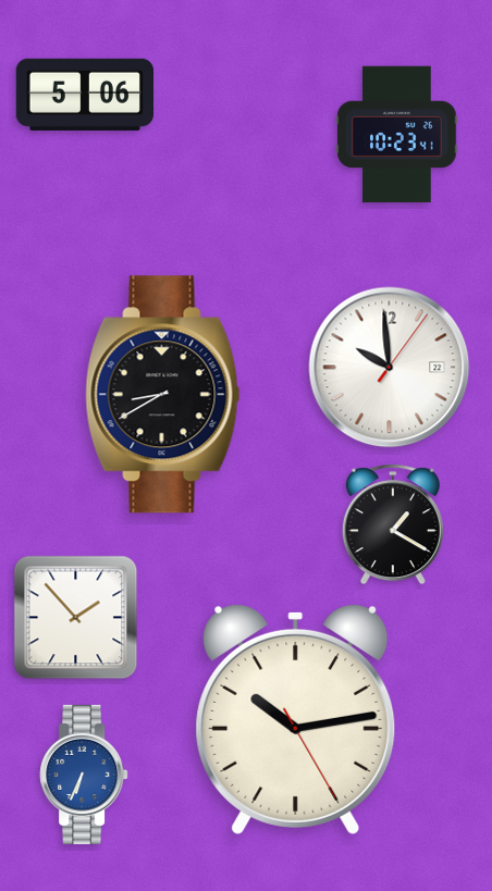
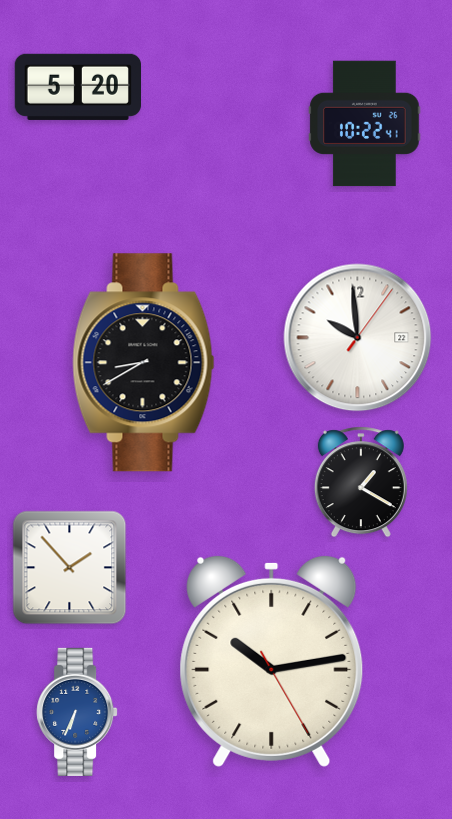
clock at (84, 95): 5:06 -> 5:20
clock at (397, 135): 10:23 -> 10:22
clock at (163, 395) position: (163, 395) -> (144, 363)
